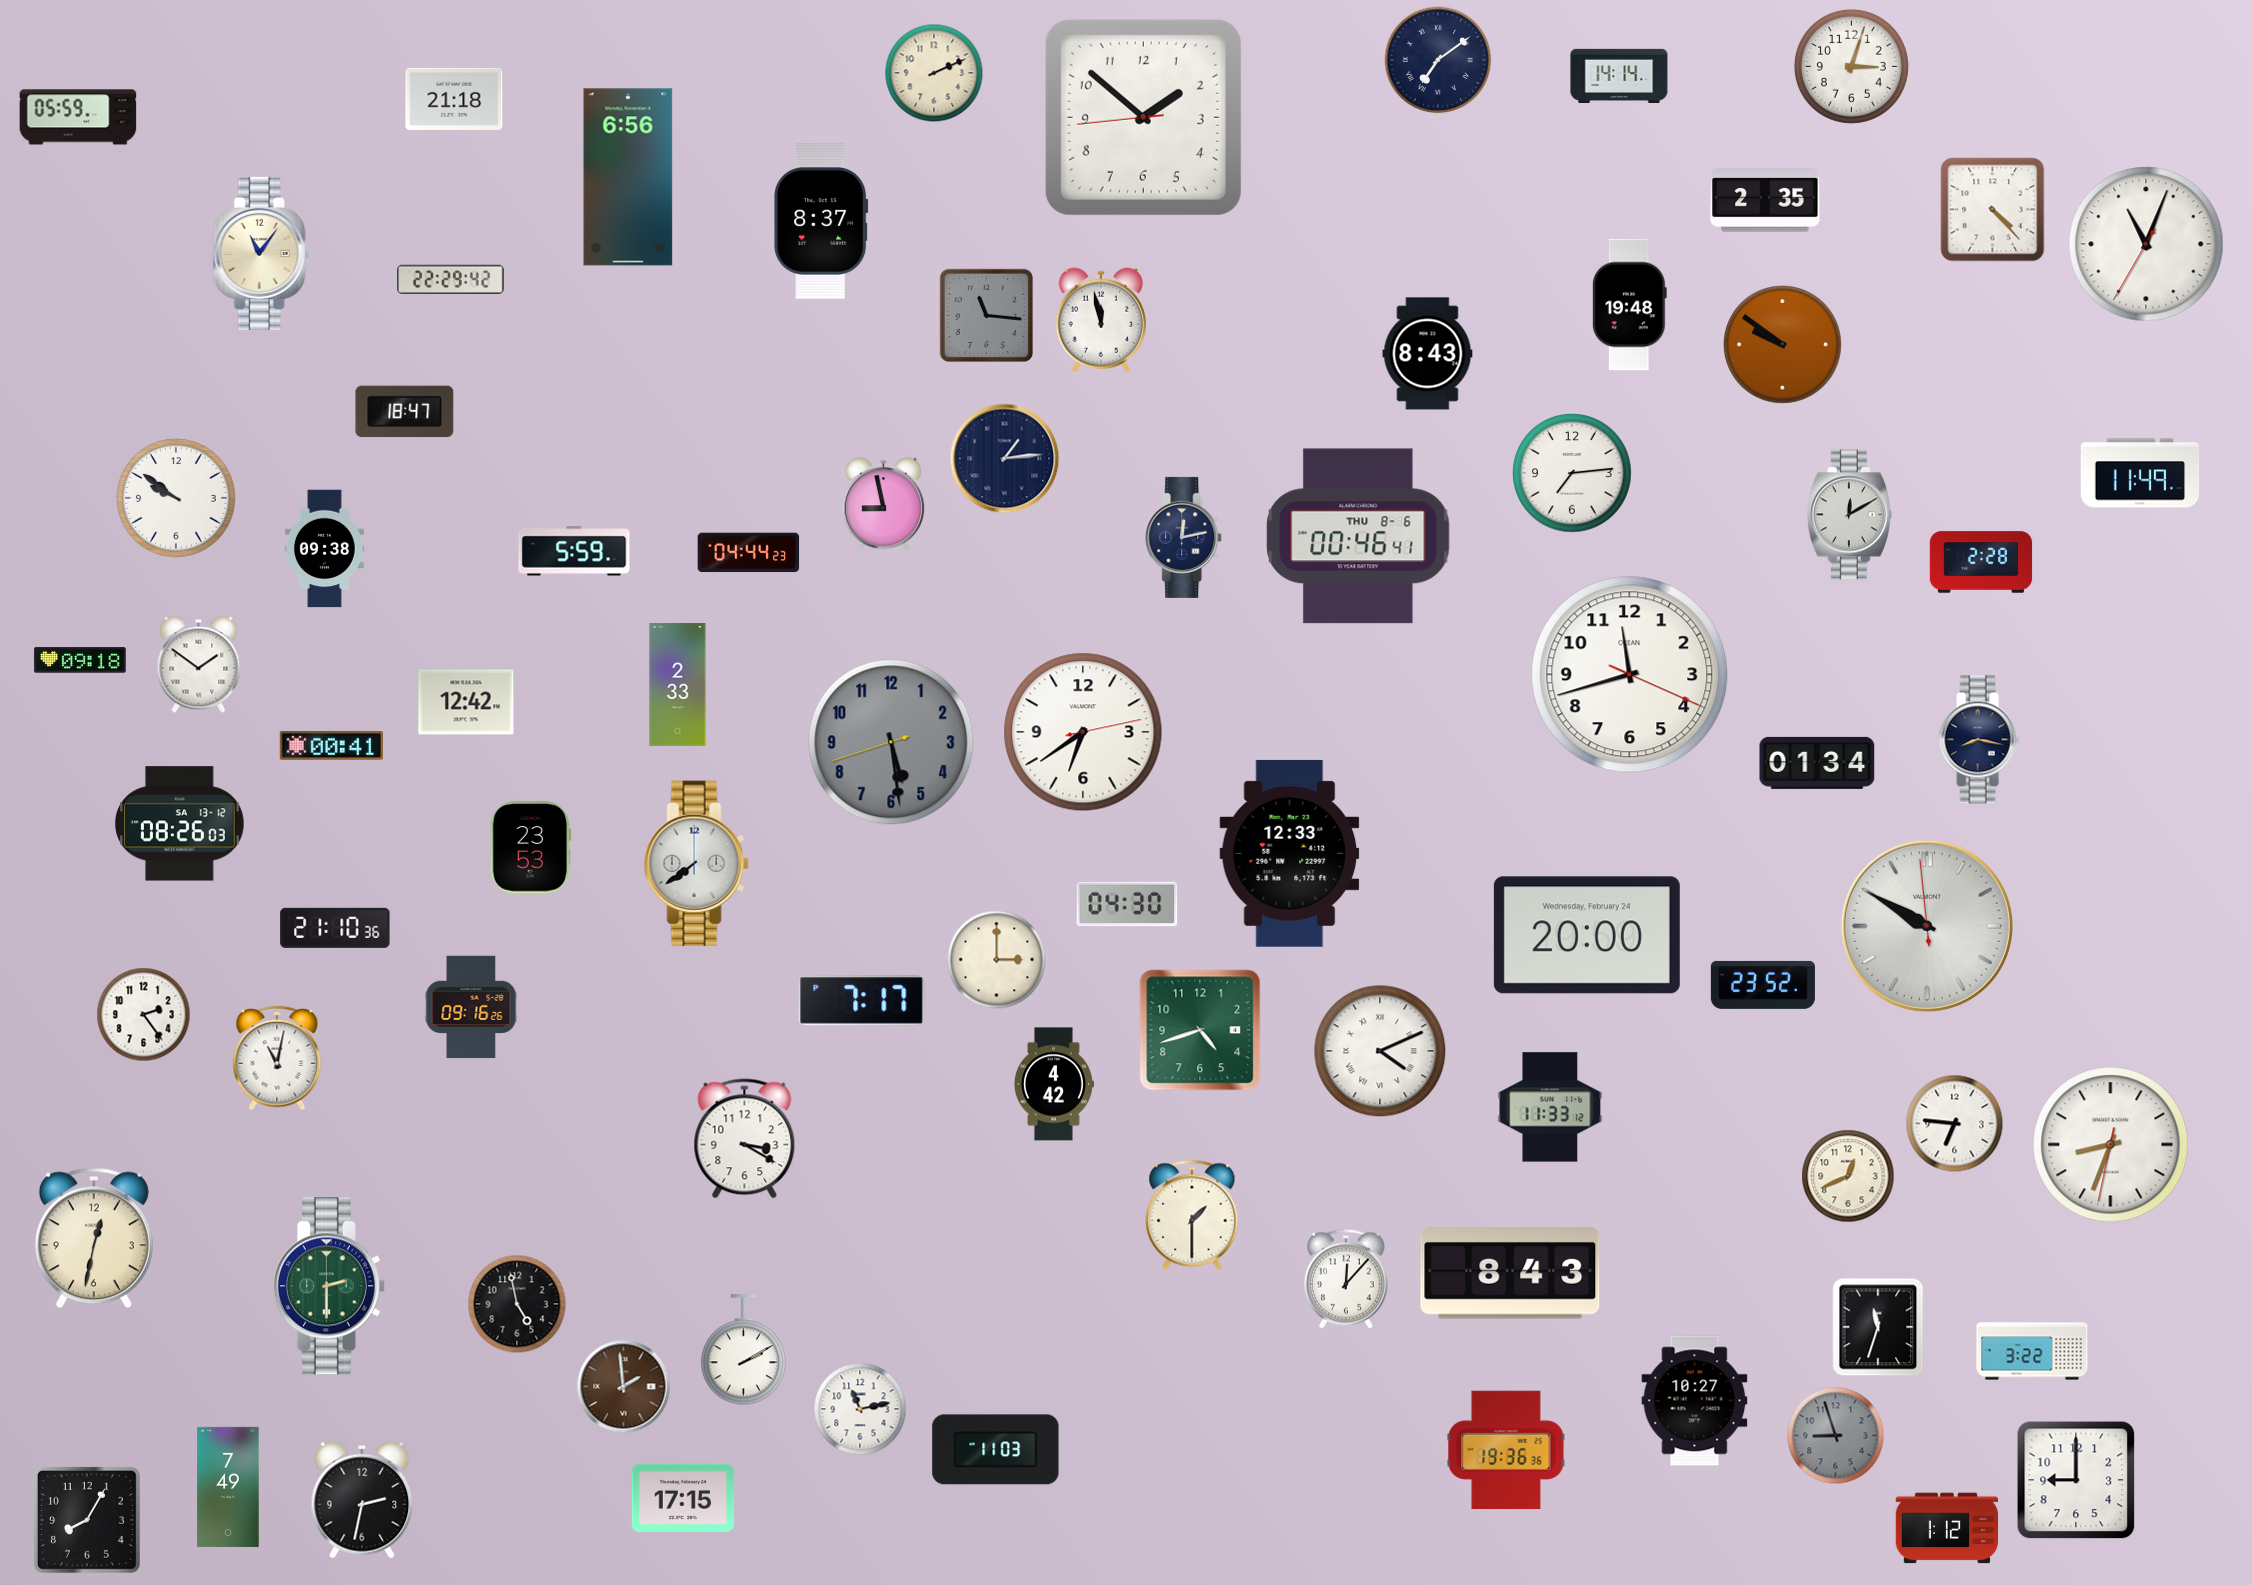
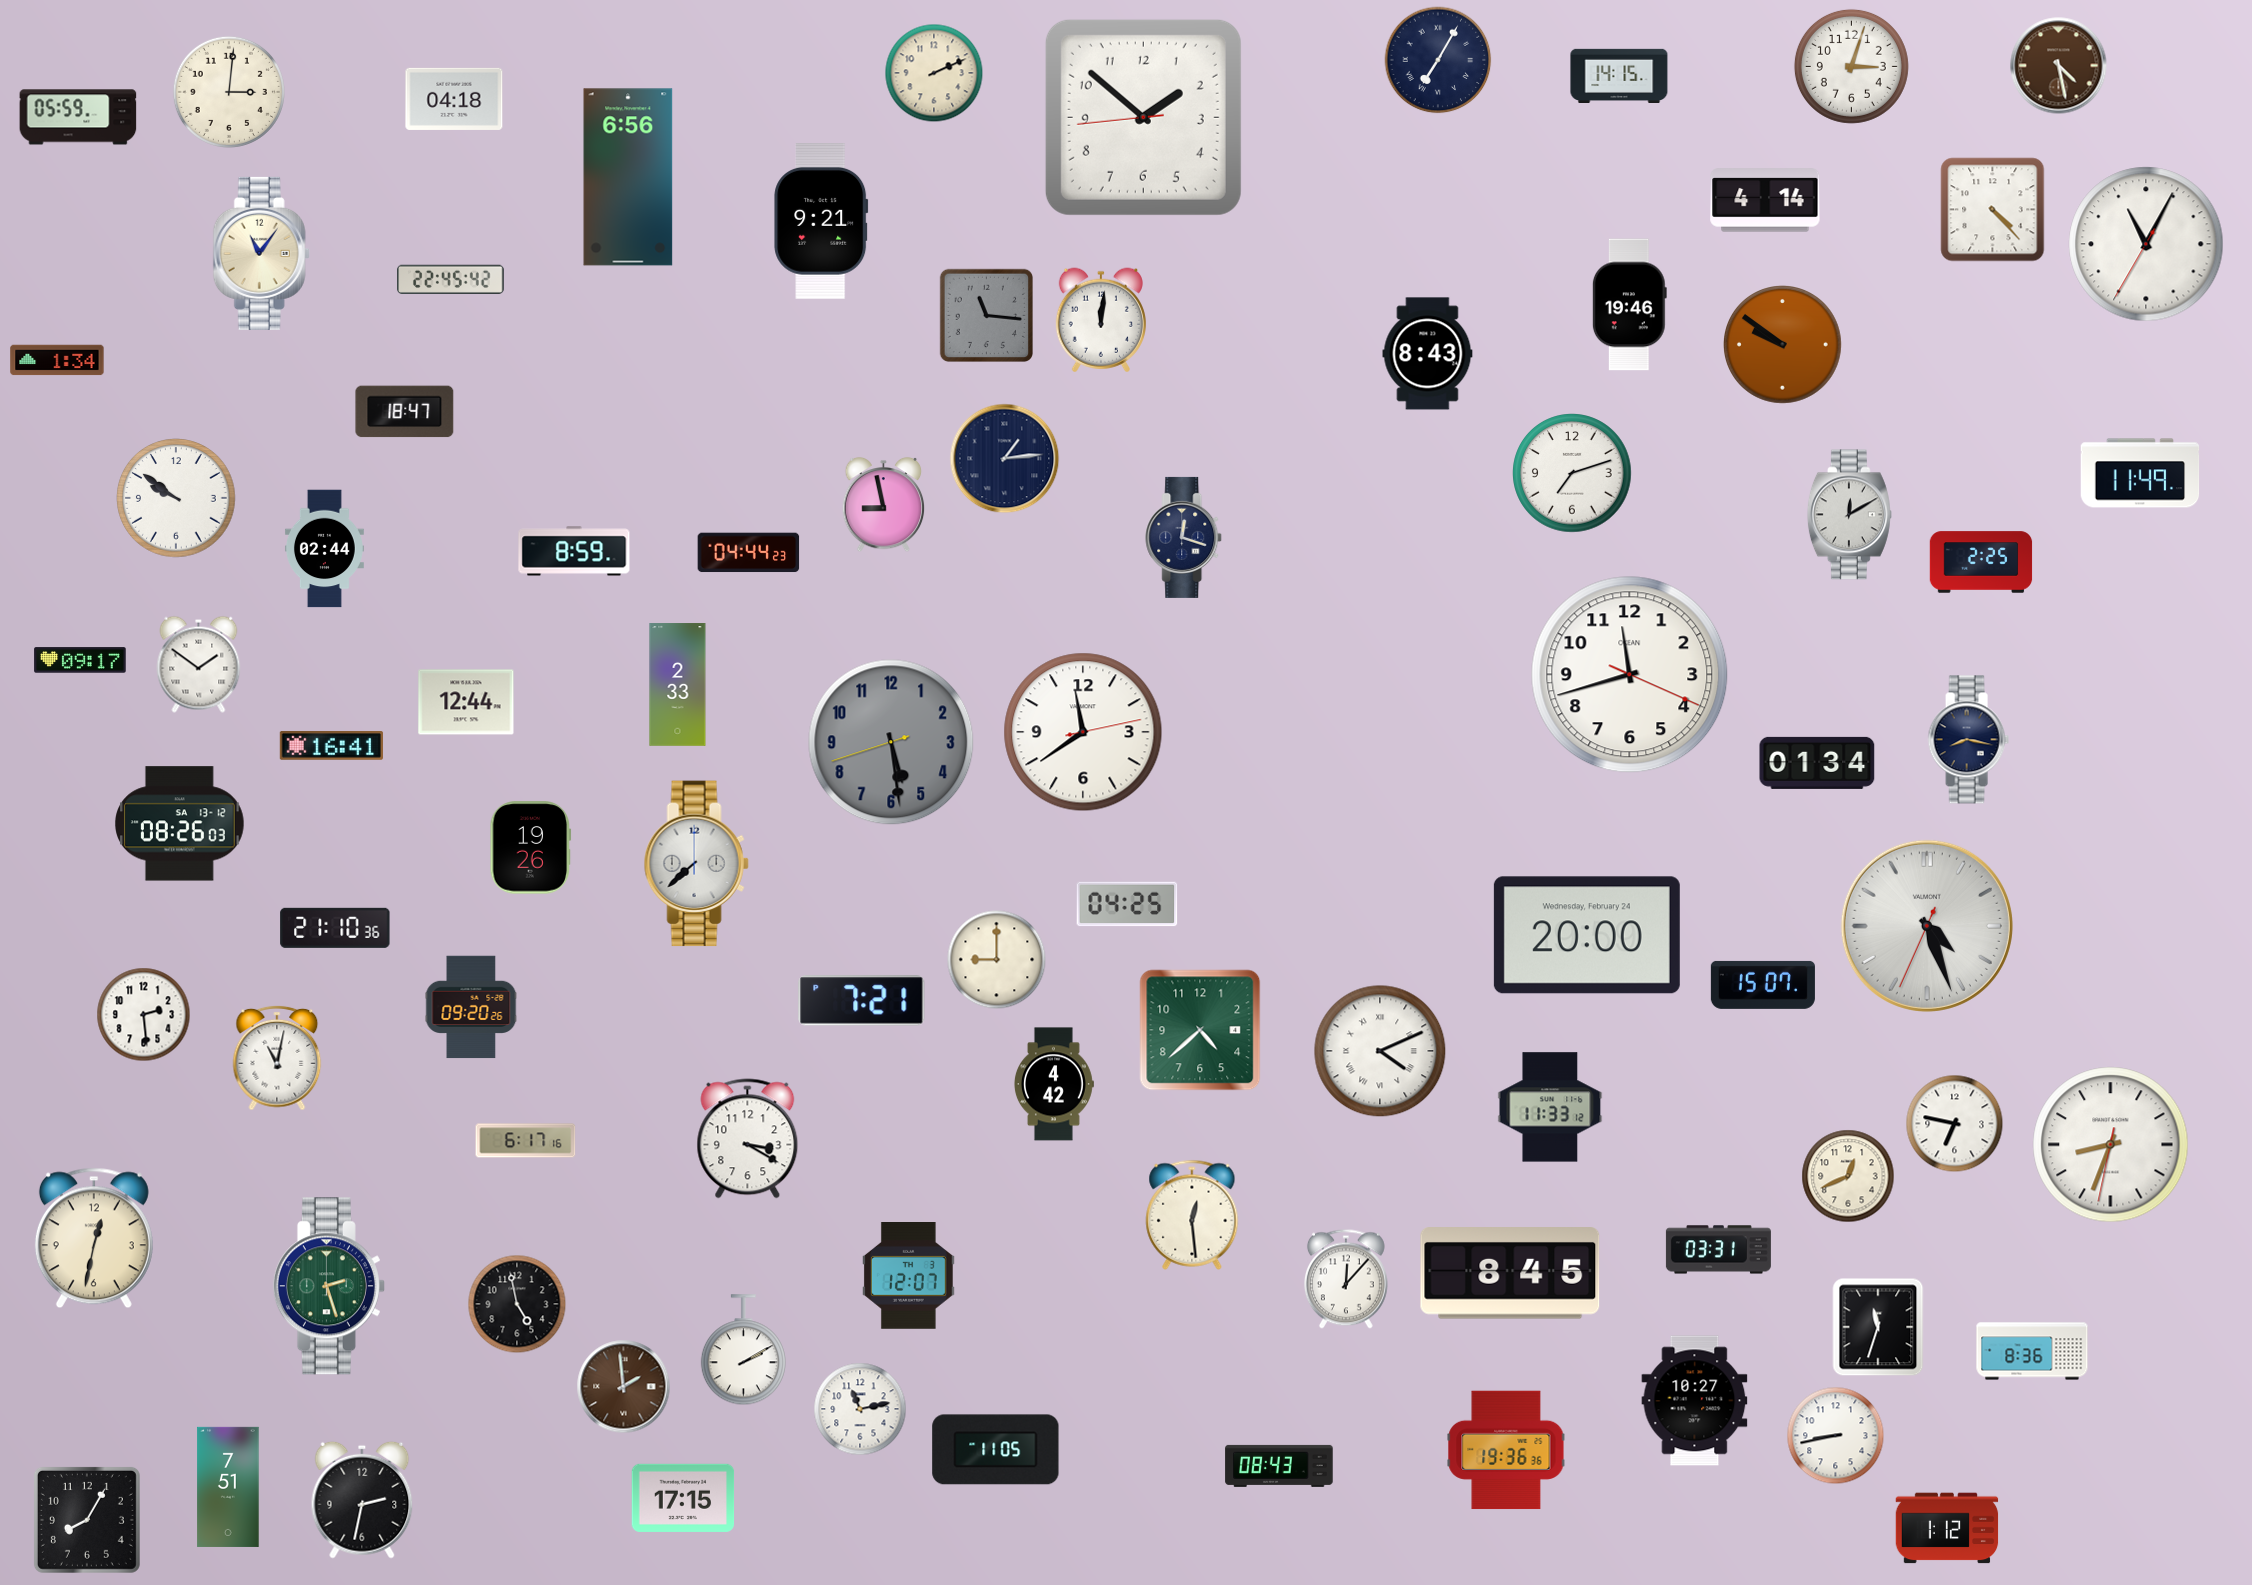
clock at (1438, 60): 7:09 -> 7:05
clock at (2059, 66): none -> 4:28
clock at (1619, 75): 14:14 -> 14:15
clock at (229, 92): none -> 3:01
clock at (454, 99): 21:18 -> 04:18
clock at (1765, 200): 2:35 -> 4:14
clock at (821, 221): 8:37 -> 9:21
clock at (2146, 244): 11:03 -> 11:04
clock at (451, 279): 22:29 -> 22:45
clock at (1629, 305): 19:48 -> 19:46
clock at (1101, 320): 11:58 -> 12:01
clock at (57, 360): none -> 1:34
clock at (1572, 473): 7:14 -> 7:12
clock at (1358, 536): 00:46 -> none
clock at (1184, 537): 12:13 -> 12:18
clock at (324, 549): 09:38 -> 02:44
clock at (574, 551): 5:59 -> 8:59
clock at (1981, 562): 2:28 -> 2:25
clock at (80, 660): 09:18 -> 09:17
clock at (466, 702): 12:42 -> 12:44
clock at (1083, 732): 6:39 -> 11:39
clock at (1979, 740) position: (1979, 740) -> (1968, 740)
clock at (331, 746): 00:41 -> 16:41
clock at (531, 848): 23:53 -> 19:26
clock at (1290, 853): 12:33 -> none
clock at (696, 864): 7:39 -> 7:38
clock at (1127, 904): 04:30 -> 04:25
clock at (1927, 926): 9:49 -> 4:26
clock at (997, 960): 3:00 -> 9:00
clock at (1763, 985): 23:52 -> 15:07
clock at (862, 1001): 7:17 -> 7:21
clock at (471, 1007): 09:16 -> 09:20
clock at (144, 1015): 2:24 -> 2:29
clock at (1200, 1030): 4:42 -> 4:38
clock at (1955, 1124): 6:46 -> 6:47
clock at (745, 1139) position: (745, 1139) -> (748, 1139)
clock at (526, 1141): none -> 6:17
clock at (1192, 1215): 1:30 -> 12:29
clock at (1718, 1250): none -> 03:31
clock at (1510, 1273): 8:43 -> 8:45
clock at (909, 1276): none -> 12:07
clock at (329, 1286): 2:30 -> 2:27
clock at (2032, 1351): 3:22 -> 8:36
clock at (1836, 1436): 8:57 -> 8:43
clock at (1836, 1436) dial: grey -> white
clock at (996, 1450): 11:03 -> 11:05
clock at (1279, 1466): none -> 08:43
clock at (2076, 1480): 9:00 -> none
clock at (228, 1487): 7:49 -> 7:51
